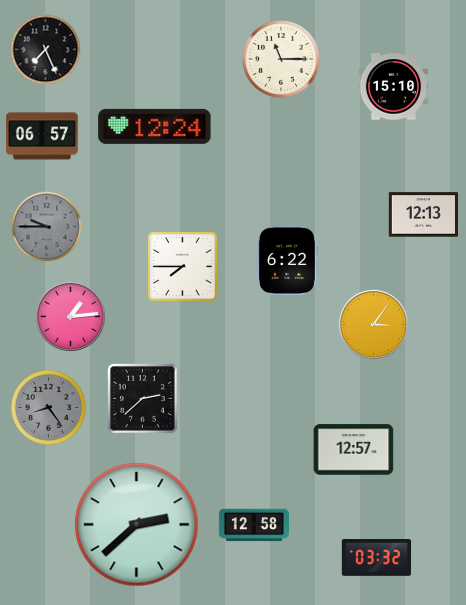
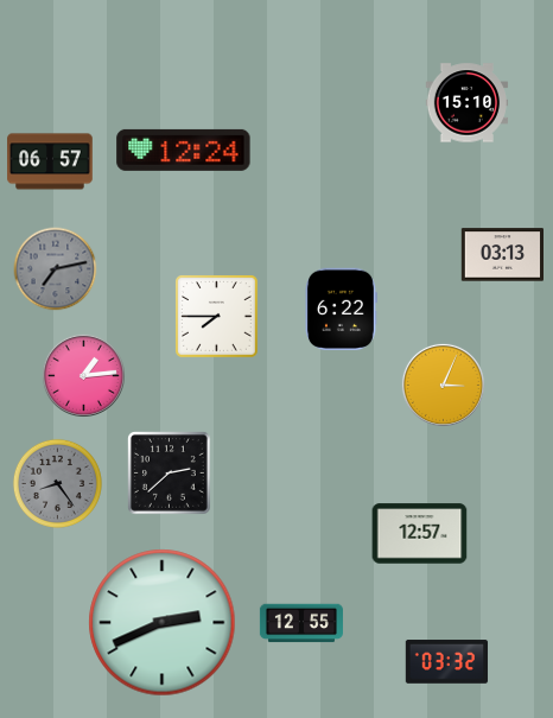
clock at (46, 50): 7:26 -> none
clock at (281, 59): 11:15 -> none
clock at (424, 215): 12:13 -> 03:13
clock at (47, 227): 9:45 -> 7:13
clock at (373, 324): 3:06 -> 3:04
clock at (137, 525): 2:38 -> 2:41
clock at (254, 525): 12:58 -> 12:55
